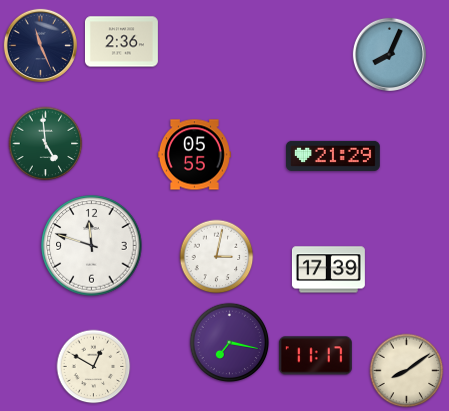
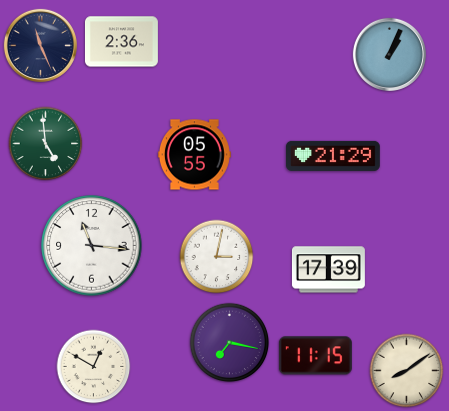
clock at (389, 54): 8:04 -> 1:04
clock at (92, 246): 11:48 -> 11:16
clock at (315, 356): 11:17 -> 11:15
